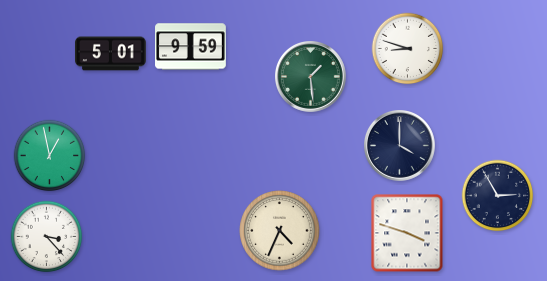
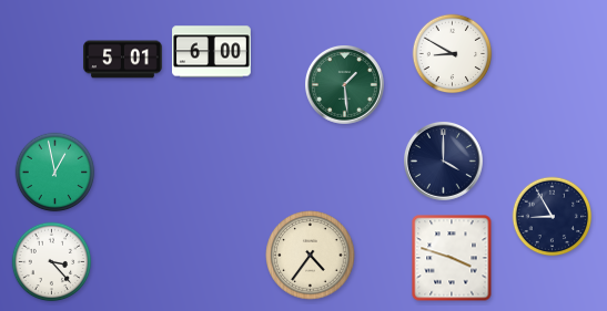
clock at (191, 47): 9:59 -> 6:00
clock at (408, 49): 8:48 -> 8:50
clock at (498, 196): 2:55 -> 8:55
clock at (280, 231): 4:34 -> 4:36
